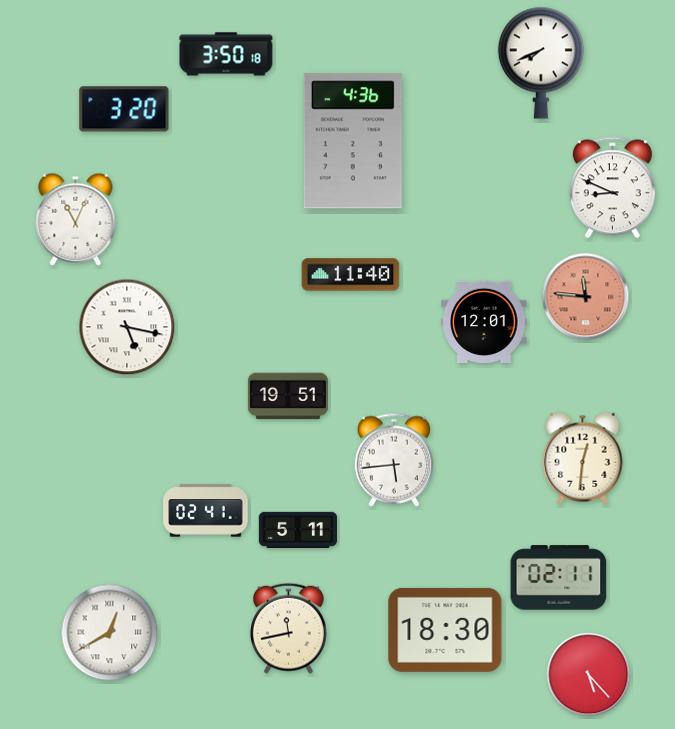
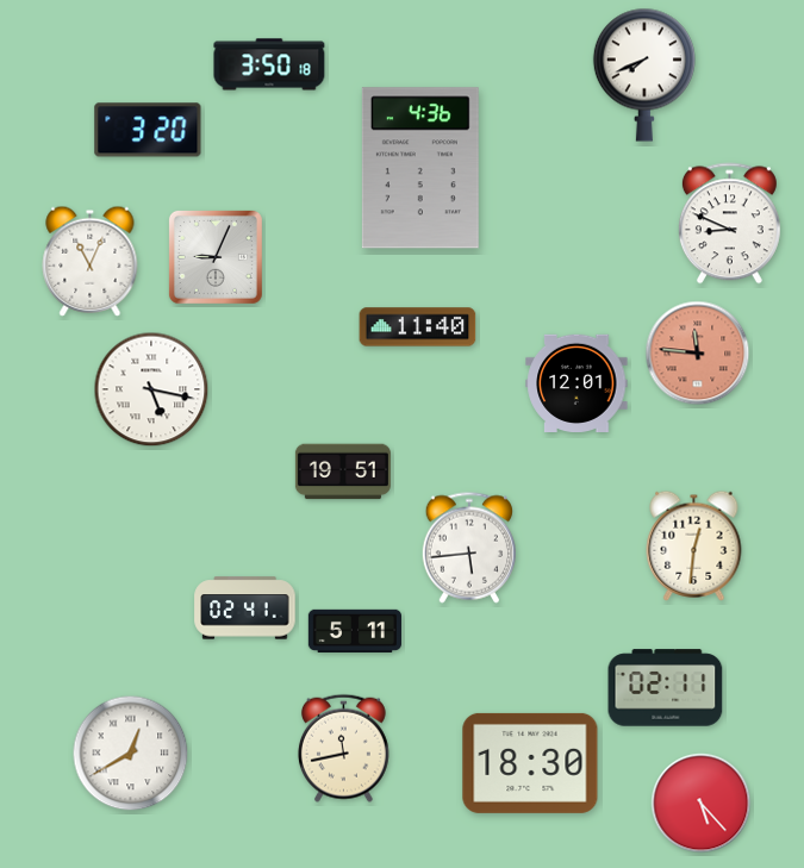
clock at (216, 257): none -> 9:04
clock at (445, 630) position: (445, 630) -> (530, 763)
